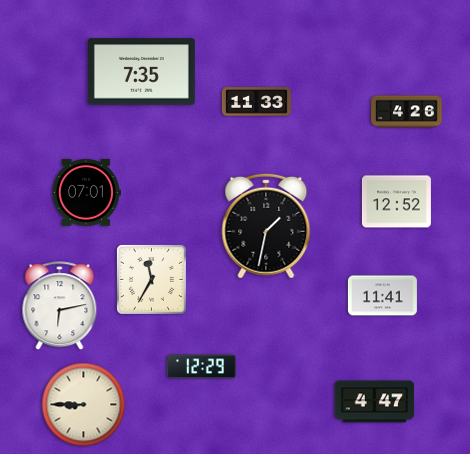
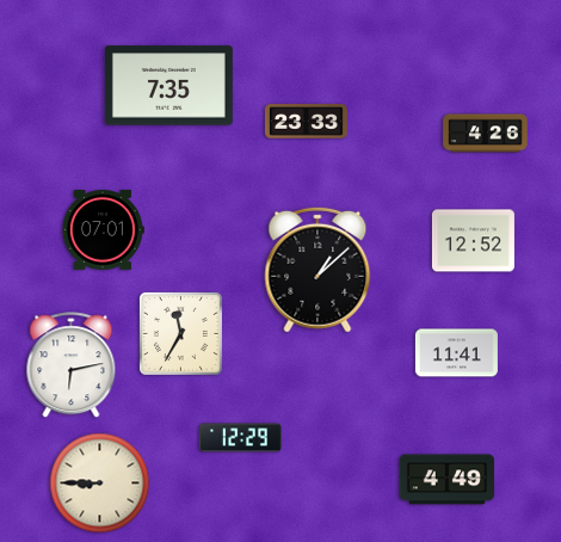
clock at (256, 102): 11:33 -> 23:33
clock at (266, 226): 1:32 -> 1:08
clock at (375, 402): 4:47 -> 4:49
